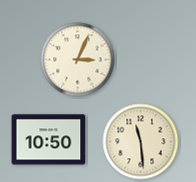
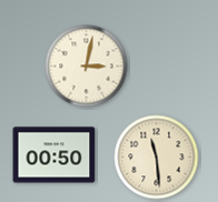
clock at (78, 60): 3:04 -> 3:02
clock at (49, 140): 10:50 -> 00:50
